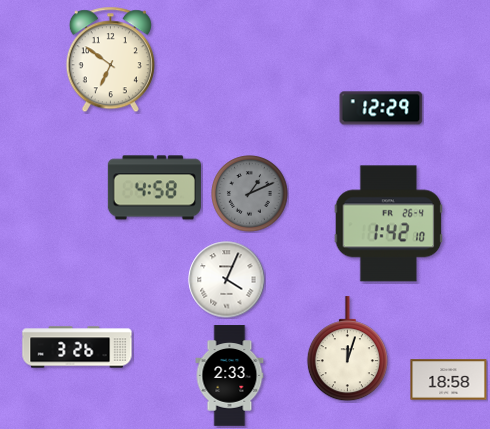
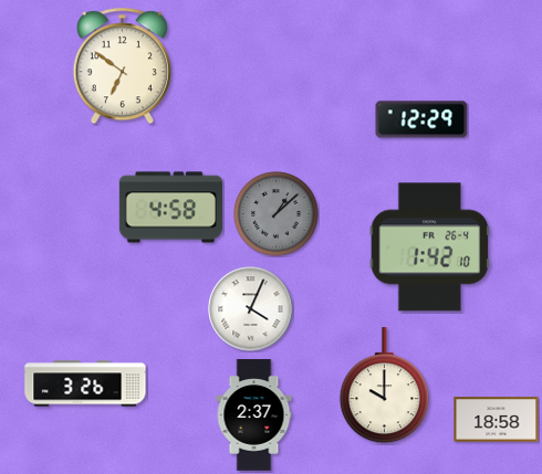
clock at (250, 194): 1:11 -> 1:08
clock at (347, 349): 12:03 -> 10:00
clock at (230, 376): 2:33 -> 2:37
